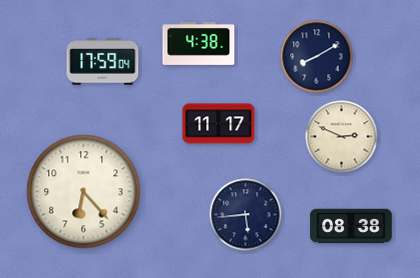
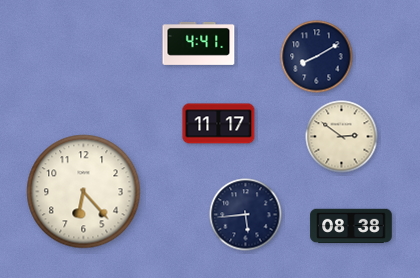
clock at (199, 43): 4:38 -> 4:41
clock at (103, 62): 17:59 -> none
clock at (342, 137): 2:49 -> 2:51
